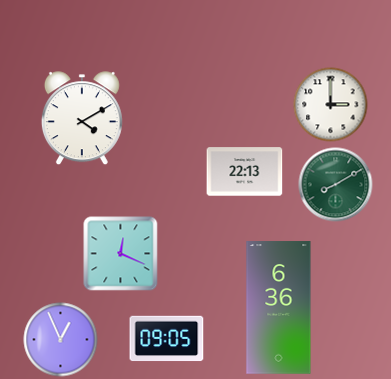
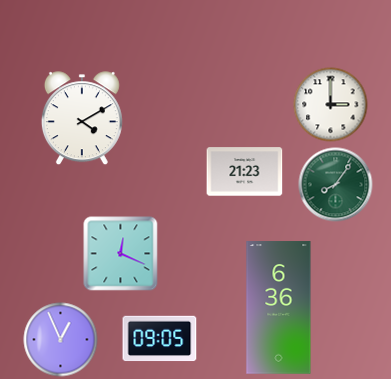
clock at (245, 172): 22:13 -> 21:23
clock at (336, 185): 8:10 -> 8:06
clock at (167, 339) position: (167, 339) -> (160, 339)
